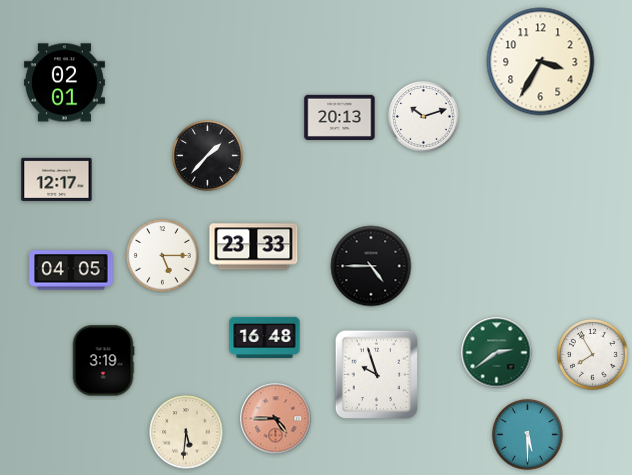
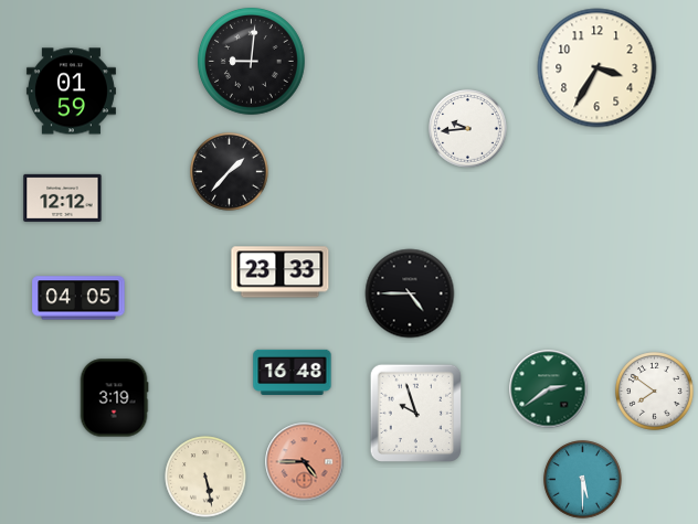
clock at (251, 61): none -> 9:01
clock at (64, 83): 02:01 -> 01:59
clock at (340, 117): 20:13 -> none
clock at (424, 117): 10:12 -> 9:44
clock at (57, 179): 12:17 -> 12:12
clock at (163, 256): 5:15 -> none
clock at (593, 355): 7:55 -> 7:51
clock at (186, 432): 5:31 -> 5:28
